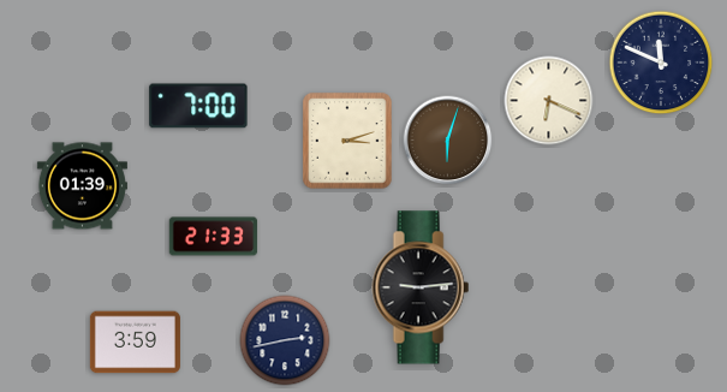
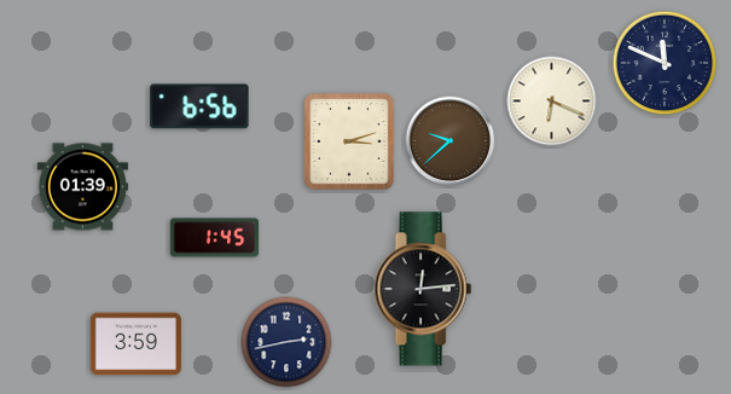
clock at (198, 106): 7:00 -> 6:56
clock at (448, 141): 6:03 -> 9:38
clock at (214, 237): 21:33 -> 1:45
clock at (421, 287): 9:14 -> 12:14
